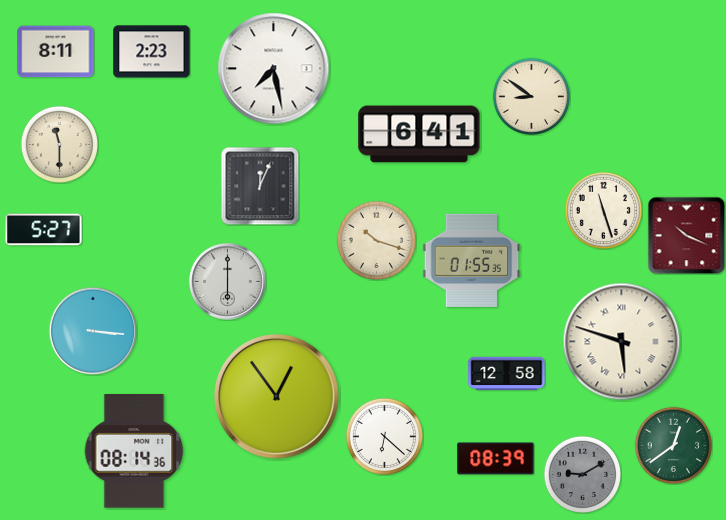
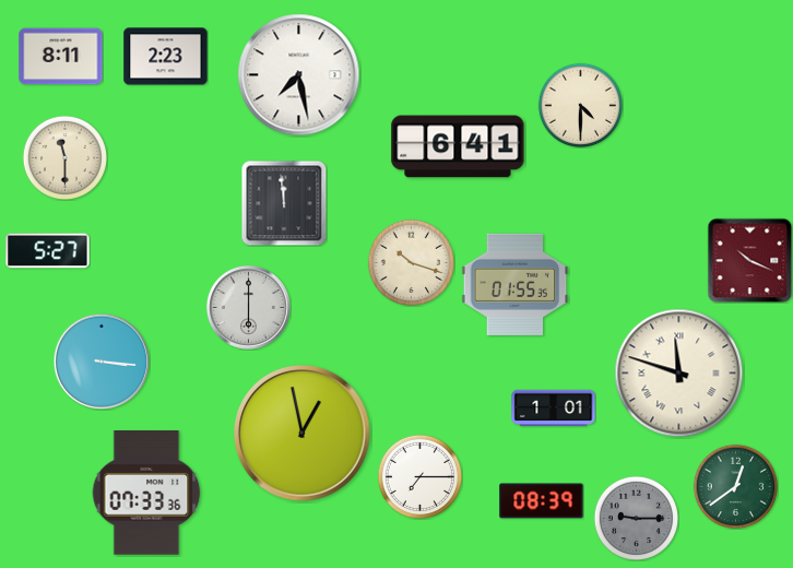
clock at (531, 96): 8:51 -> 4:30
clock at (260, 186): 12:04 -> 11:59
clock at (603, 210): 11:27 -> none
clock at (686, 235) position: (686, 235) -> (749, 260)
clock at (622, 342): 5:48 -> 11:48
clock at (507, 374): 12:58 -> 1:01
clock at (277, 397): 12:54 -> 12:58
clock at (384, 436): 6:22 -> 7:15
clock at (134, 452): 08:14 -> 07:33
clock at (582, 474): 9:10 -> 9:15
